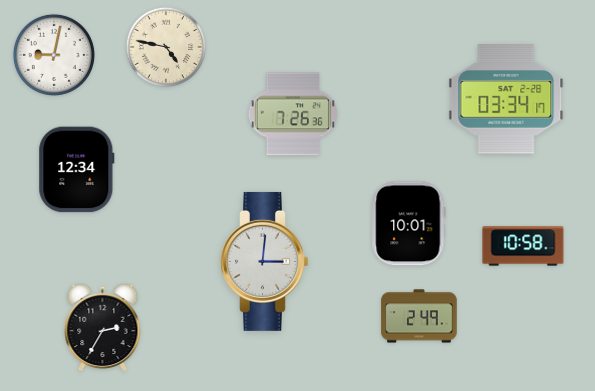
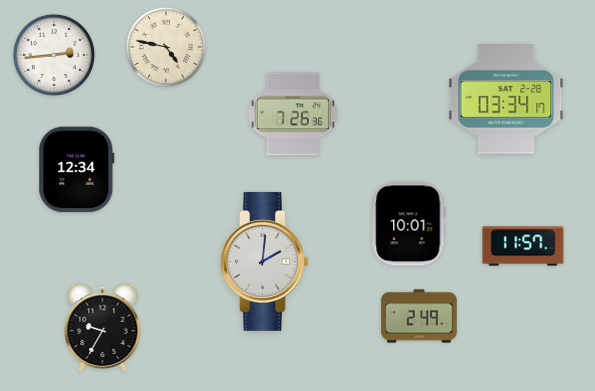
clock at (54, 55): 9:02 -> 2:44
clock at (523, 246): 10:58 -> 11:57
clock at (265, 261): 3:01 -> 2:01
clock at (103, 327): 2:35 -> 9:35
